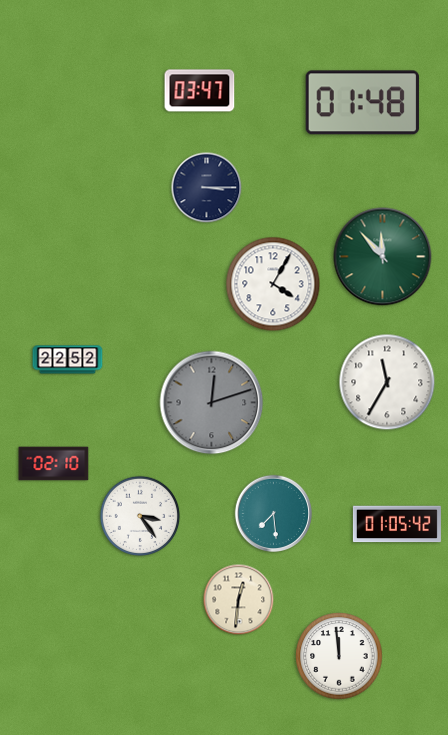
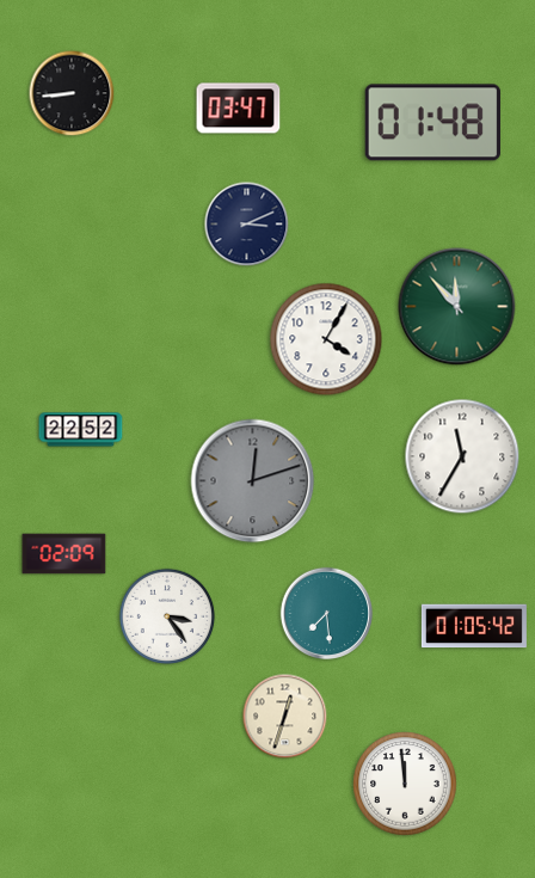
clock at (72, 93): none -> 8:44
clock at (207, 188): 3:15 -> 3:11
clock at (54, 464): 02:10 -> 02:09
clock at (239, 600): 12:31 -> 12:33
